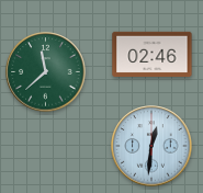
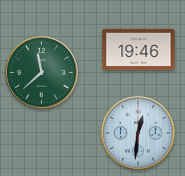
clock at (153, 54): 02:46 -> 19:46
clock at (46, 72) position: (46, 72) -> (42, 73)
